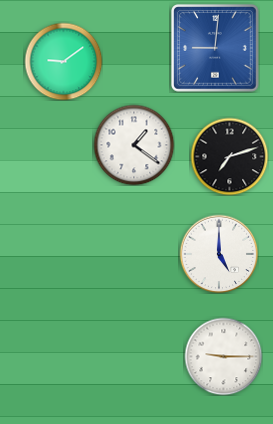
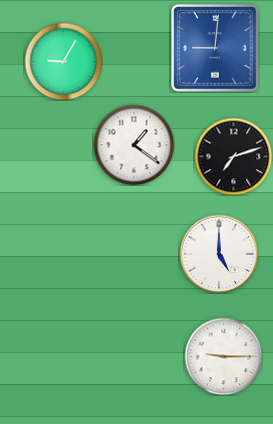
clock at (63, 61): 9:09 -> 9:05
clock at (229, 156) position: (229, 156) -> (233, 156)
